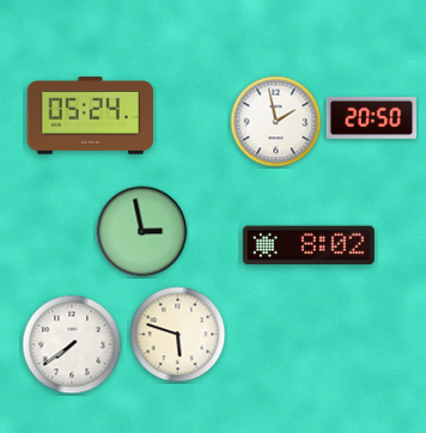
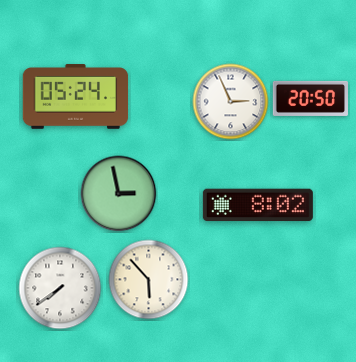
clock at (276, 122): 1:58 -> 2:56
clock at (178, 335): 5:48 -> 5:53
